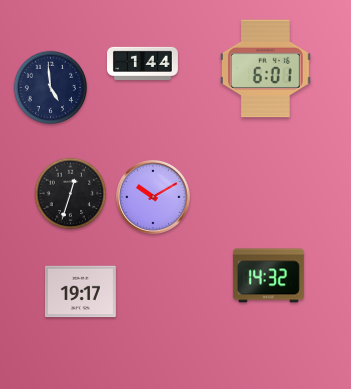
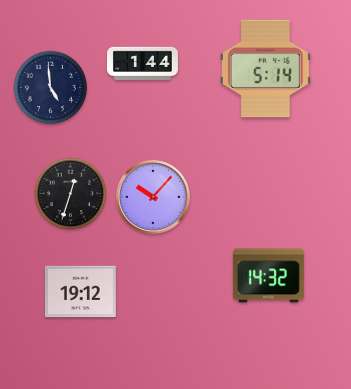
clock at (265, 69): 6:01 -> 5:14
clock at (154, 198): 10:10 -> 10:07
clock at (80, 292): 19:17 -> 19:12
